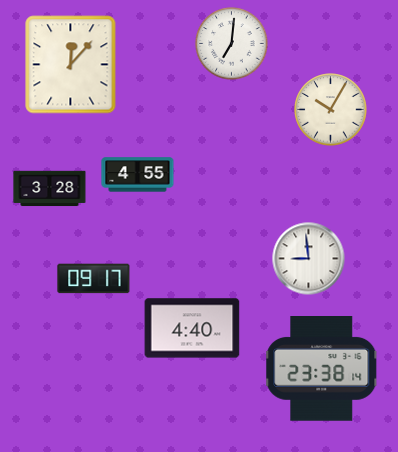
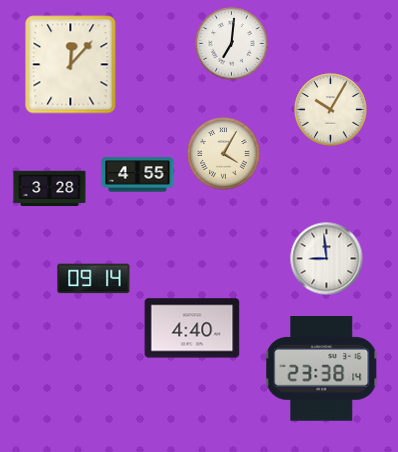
clock at (224, 154): none -> 4:05
clock at (309, 259) position: (309, 259) -> (327, 259)
clock at (94, 279): 09:17 -> 09:14
